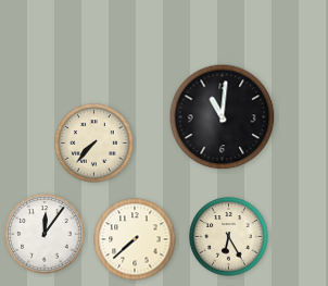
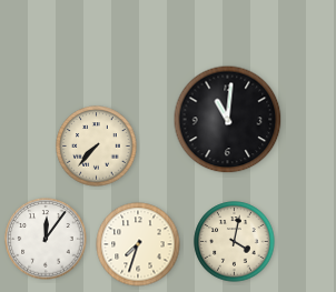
clock at (229, 237): 6:25 -> 4:02
clock at (135, 239): 7:38 -> 7:33
